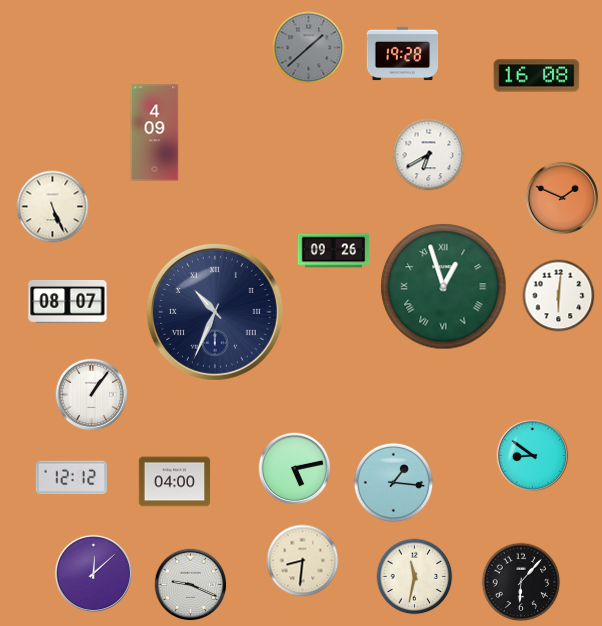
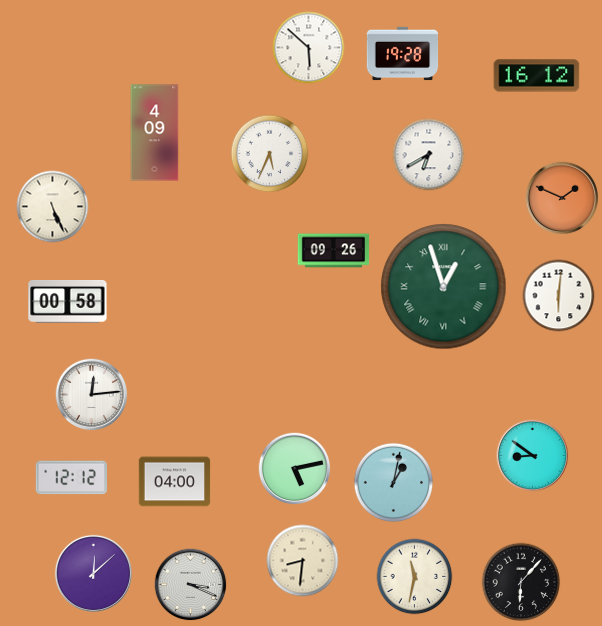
clock at (309, 48): 1:38 -> 5:52
clock at (309, 48) dial: grey -> white
clock at (537, 76): 16:08 -> 16:12
clock at (270, 154): none -> 5:34
clock at (68, 302): 08:07 -> 00:58
clock at (215, 312): 10:34 -> none
clock at (92, 395): 1:06 -> 12:14
clock at (394, 483): 1:16 -> 1:02
clock at (191, 585): 9:19 -> 3:19
